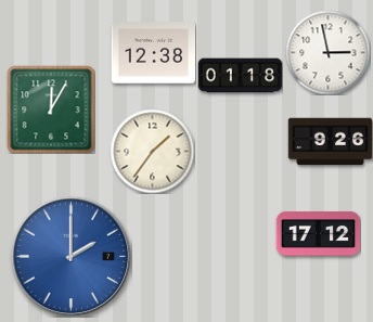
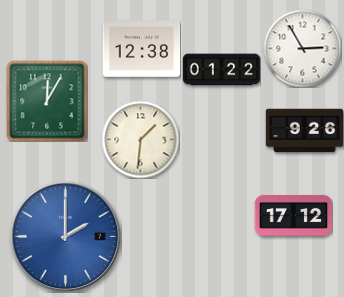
clock at (327, 52): 2:58 -> 2:55
clock at (240, 76): 01:18 -> 01:22
clock at (152, 151): 1:36 -> 1:31
